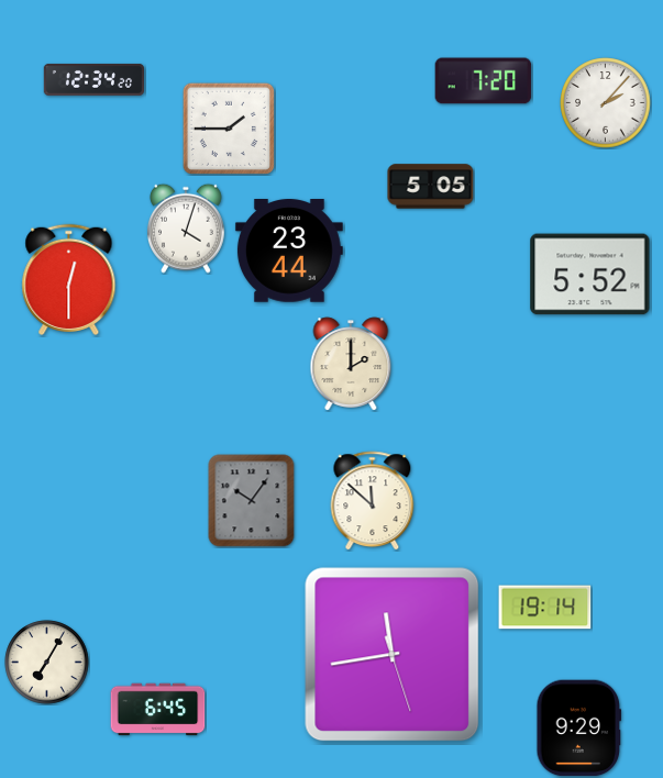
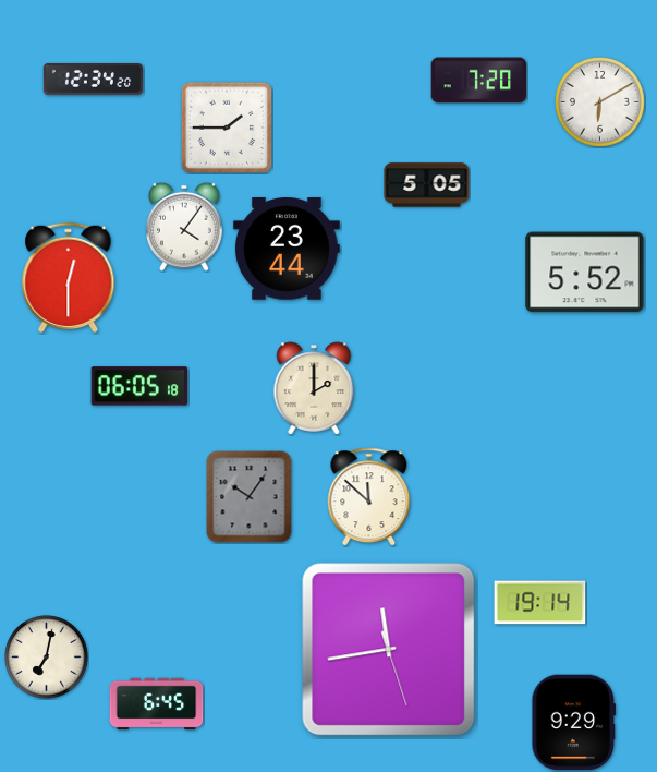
clock at (606, 103): 2:07 -> 6:10
clock at (187, 229): 4:03 -> 4:06
clock at (351, 364) position: (351, 364) -> (314, 388)
clock at (139, 386): none -> 06:05
clock at (47, 663): 7:05 -> 7:02
